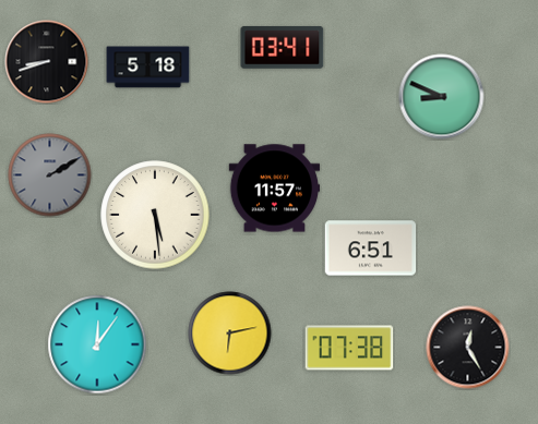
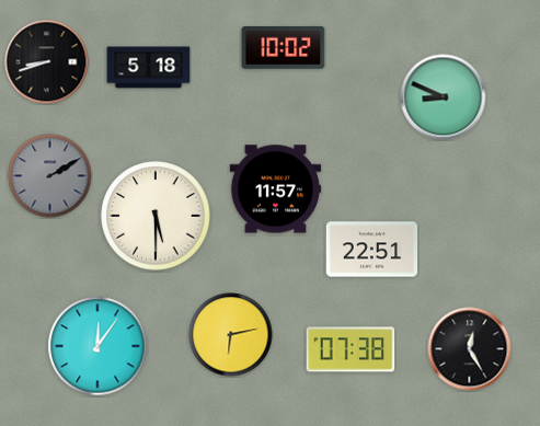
clock at (283, 47): 03:41 -> 10:02
clock at (155, 215): 5:29 -> 5:30
clock at (371, 249): 6:51 -> 22:51
